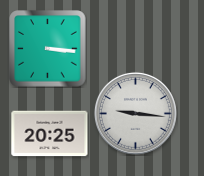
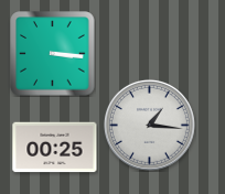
clock at (135, 113): 9:16 -> 1:16
clock at (50, 134): 20:25 -> 00:25
